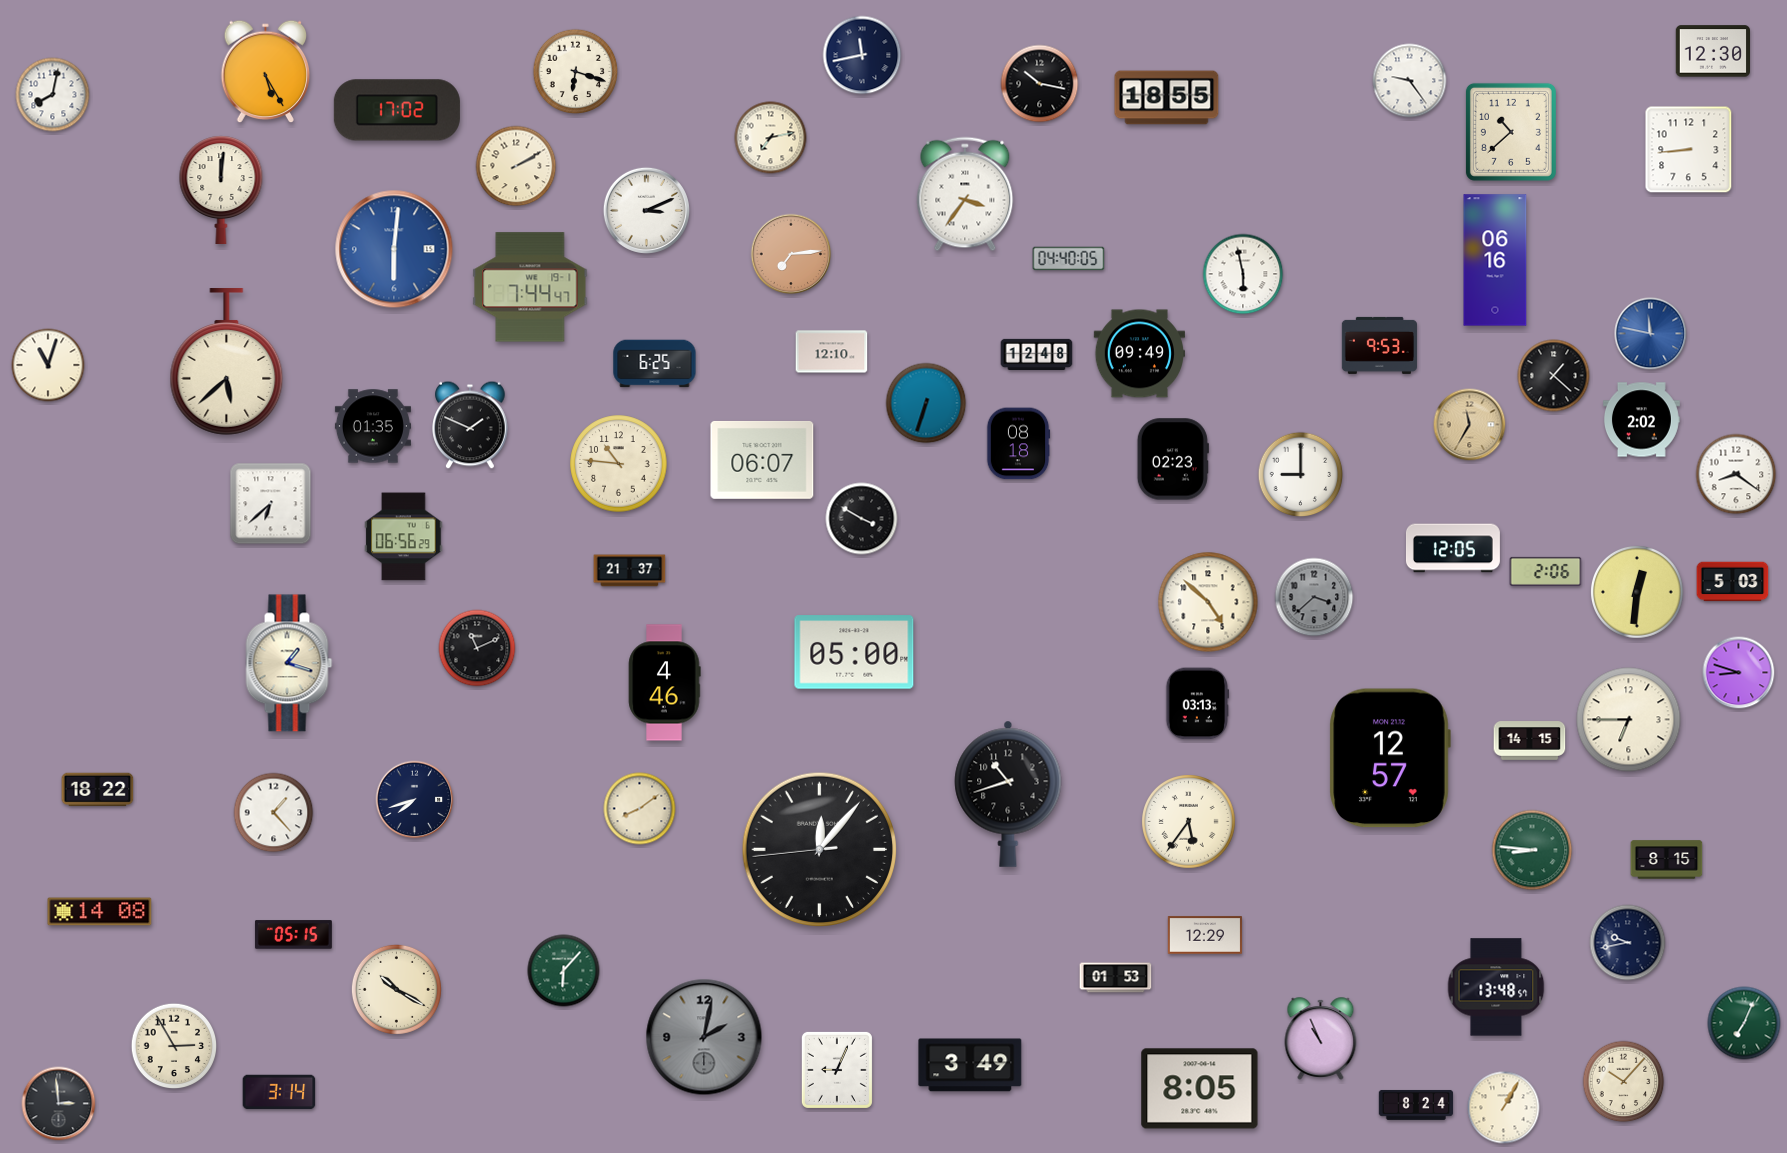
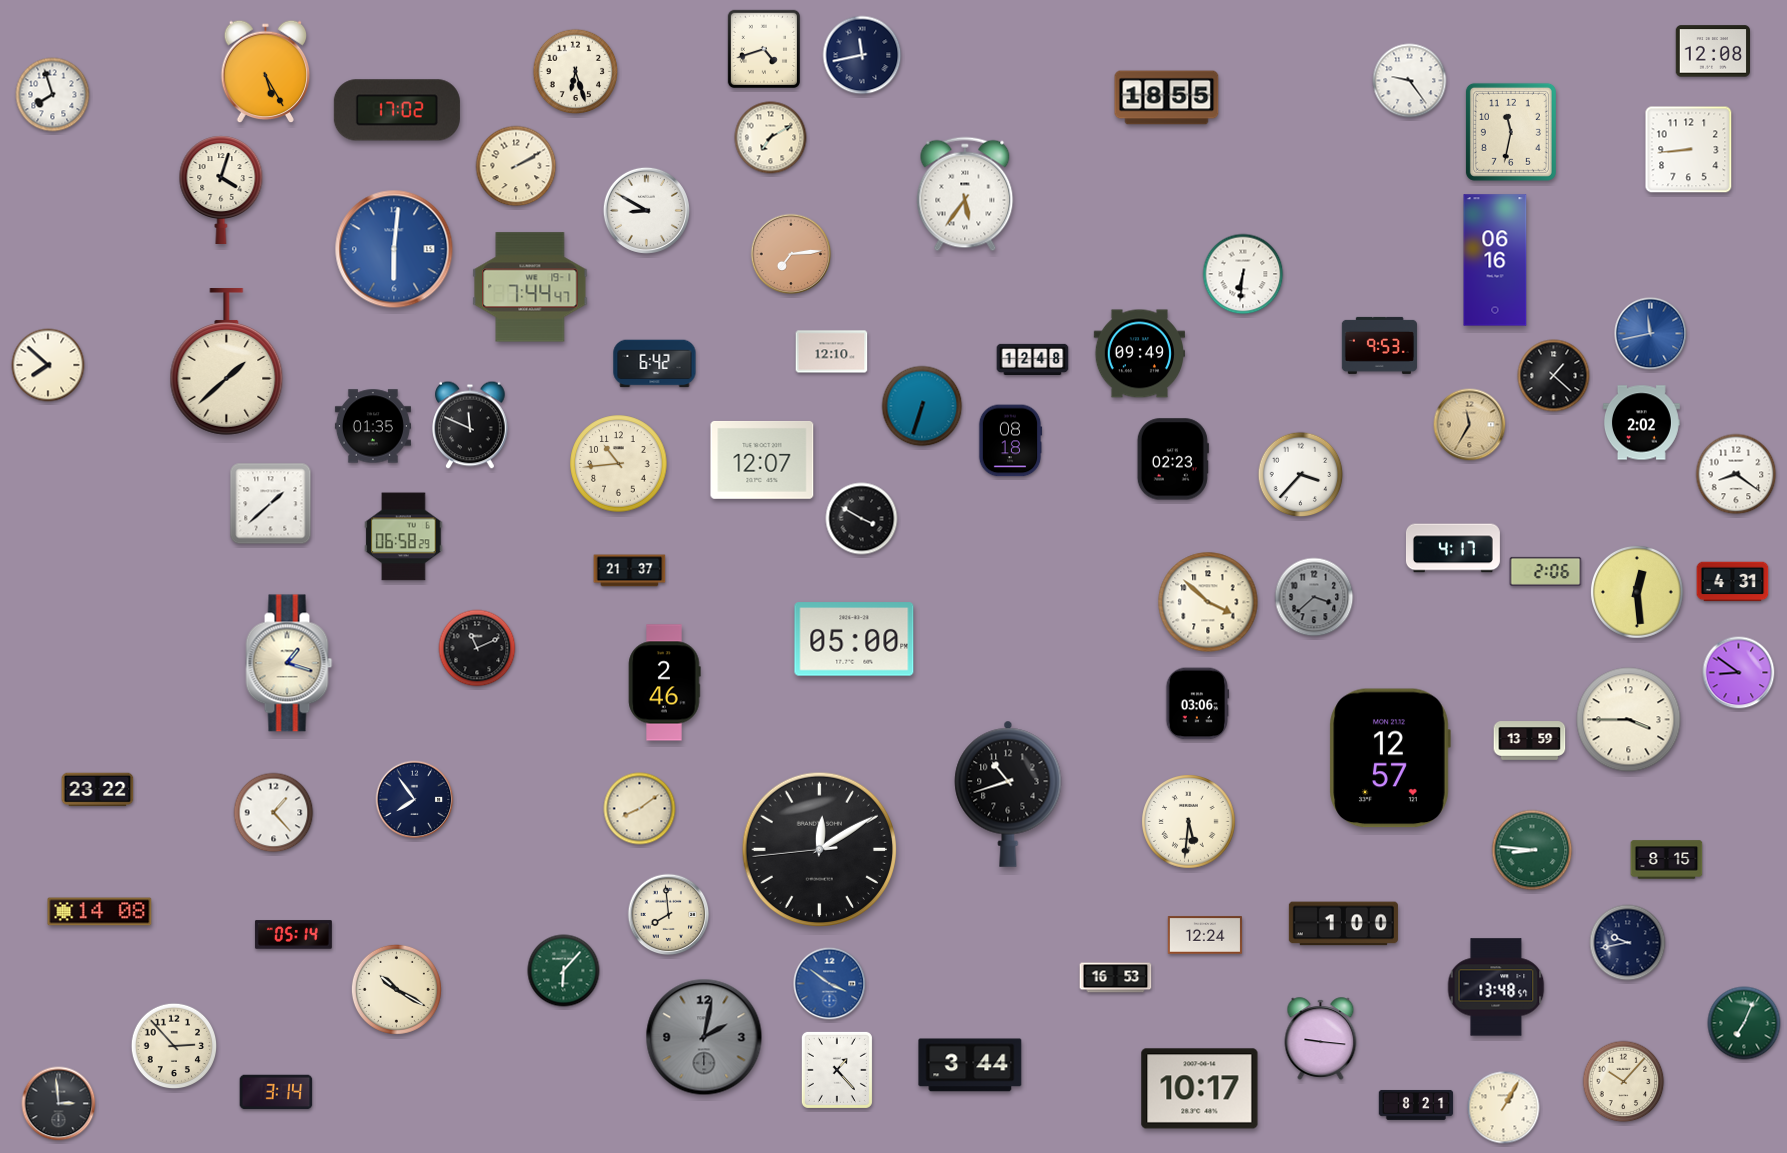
clock at (763, 48): none -> 4:42
clock at (1713, 51): 12:30 -> 12:08
clock at (576, 72): 6:18 -> 6:27
clock at (1040, 84): 10:17 -> none
clock at (53, 95): 8:02 -> 7:57
clock at (1511, 132): 10:38 -> 11:32
clock at (771, 138): 7:13 -> 7:10
clock at (221, 189): 12:01 -> 4:03
clock at (965, 194): 3:36 -> 5:36
clock at (646, 210): 3:11 -> 8:50
clock at (1069, 259): 04:40 -> none
clock at (1243, 274): 5:58 -> 6:31
clock at (1651, 334): 11:47 -> 11:43
clock at (1037, 354) position: (1037, 354) -> (1033, 359)
clock at (227, 362): 5:38 -> 1:38
clock at (655, 364): 6:25 -> 6:42
clock at (48, 365): 11:03 -> 7:52
clock at (926, 403) position: (926, 403) -> (922, 406)
clock at (1641, 420) position: (1641, 420) -> (1641, 423)
clock at (470, 425): 1:49 -> 11:49
clock at (1018, 444) position: (1018, 444) -> (1010, 441)
clock at (762, 460): 06:07 -> 12:07
clock at (619, 464): 10:46 -> 10:44
clock at (1301, 475): 9:00 -> 3:37
clock at (271, 504): 6:38 -> 1:38
clock at (404, 537): 06:56 -> 06:58
clock at (1453, 548): 12:05 -> 4:17
clock at (1733, 582): 5:03 -> 4:31
clock at (1638, 593): 12:31 -> 12:29
clock at (1208, 602): 4:52 -> 3:52
clock at (854, 652) position: (854, 652) -> (854, 639)
clock at (1739, 673): 8:48 -> 8:51
clock at (665, 683): 4:46 -> 2:46
clock at (1198, 704): 03:13 -> 03:06
clock at (1629, 720): 6:45 -> 3:45
clock at (1530, 741): 14:15 -> 13:59
clock at (98, 790): 18:22 -> 23:22
clock at (415, 800): 7:42 -> 7:54
clock at (1189, 822): 5:36 -> 5:31
clock at (820, 850): 12:06 -> 12:09
clock at (669, 915): none -> 7:59
clock at (1343, 924): none -> 1:00
clock at (293, 935): 05:15 -> 05:14
clock at (1205, 935): 12:29 -> 12:24
clock at (1116, 978): 01:53 -> 16:53
clock at (830, 984): none -> 3:51
clock at (1321, 1039): 10:56 -> 9:16
clock at (174, 1046): 2:55 -> 2:53
clock at (970, 1065): 3:49 -> 3:44
clock at (837, 1070): 9:04 -> 1:23
clock at (1200, 1089): 8:05 -> 10:17
clock at (279, 1092) position: (279, 1092) -> (276, 1092)
clock at (1416, 1105): 8:24 -> 8:21
